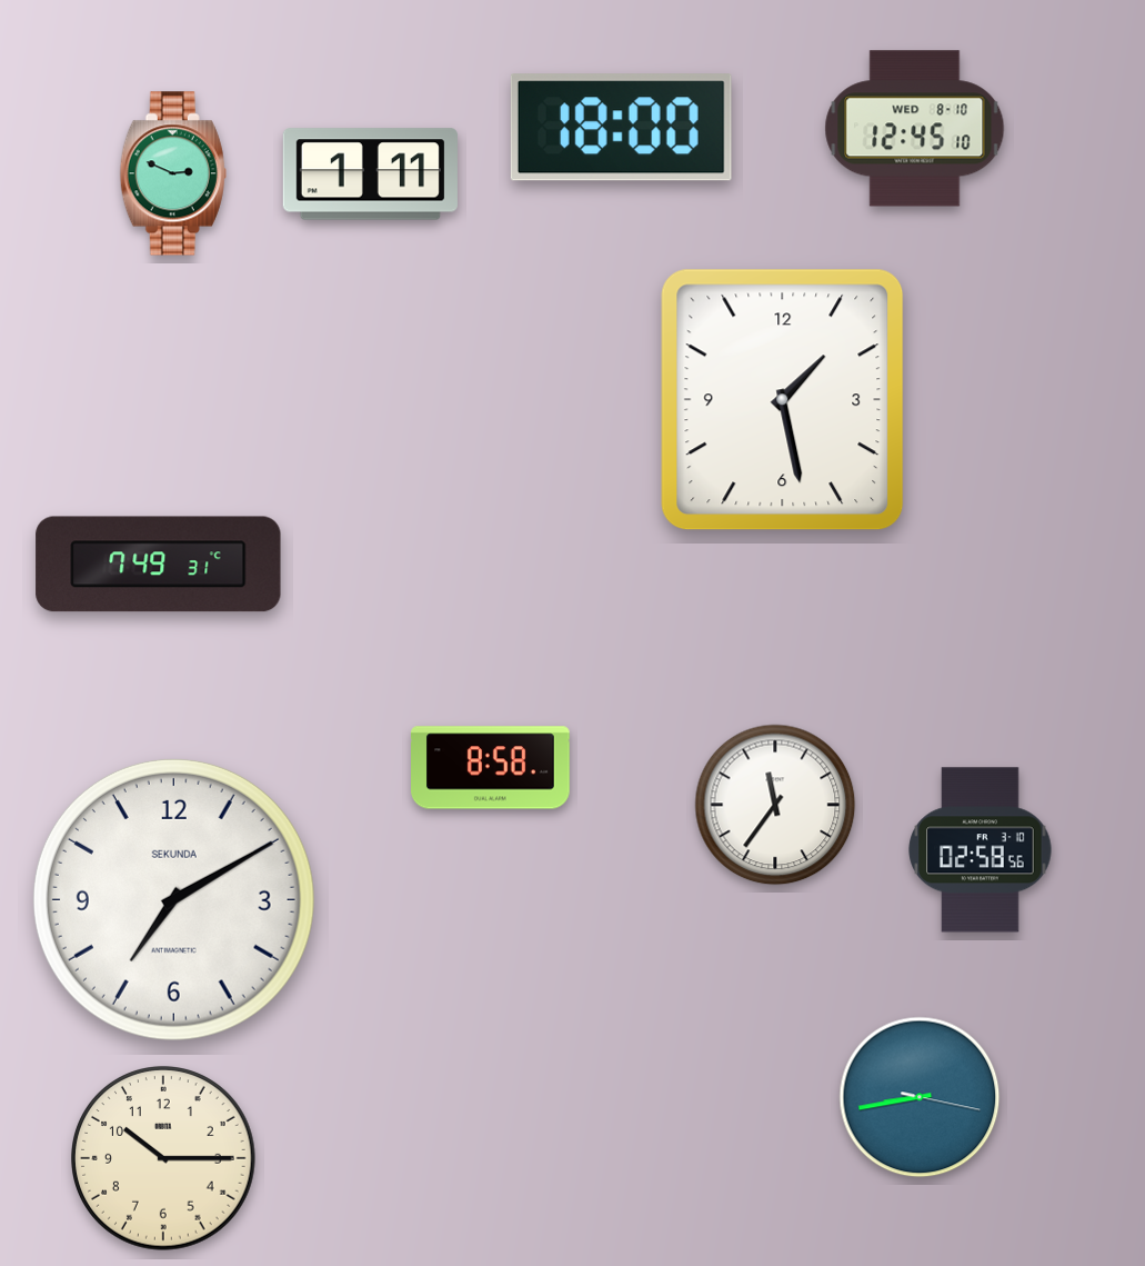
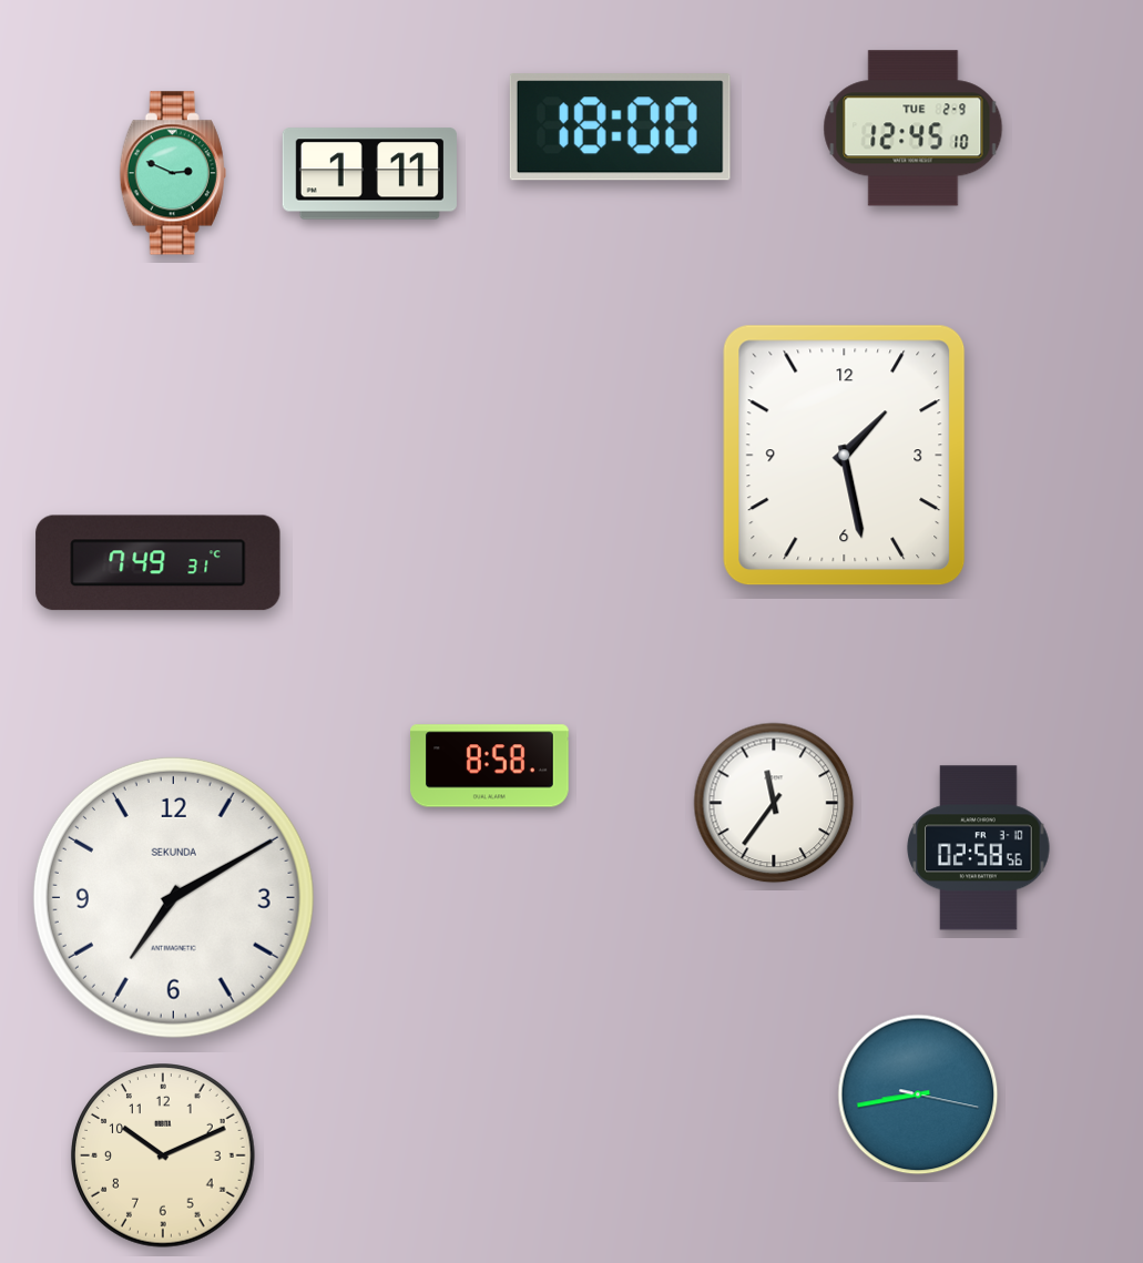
clock at (915, 129) date: WED 8-10 -> TUE 2-9
clock at (783, 400) position: (783, 400) -> (845, 456)
clock at (163, 1158): 10:15 -> 10:11
